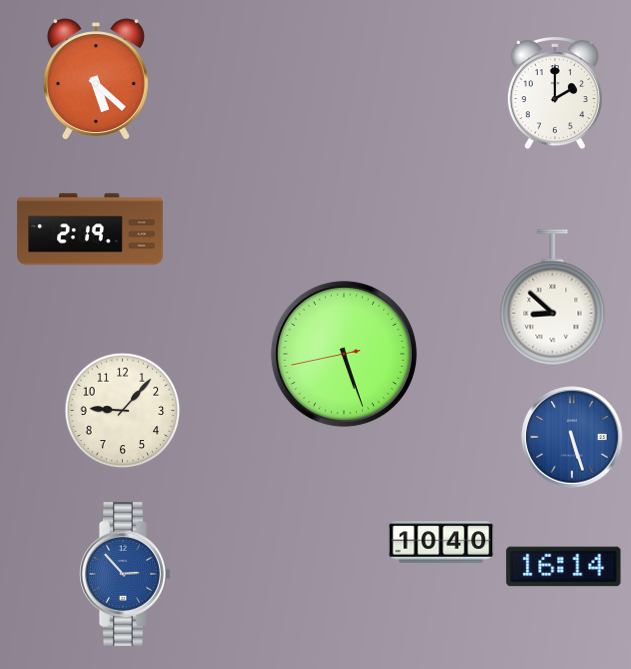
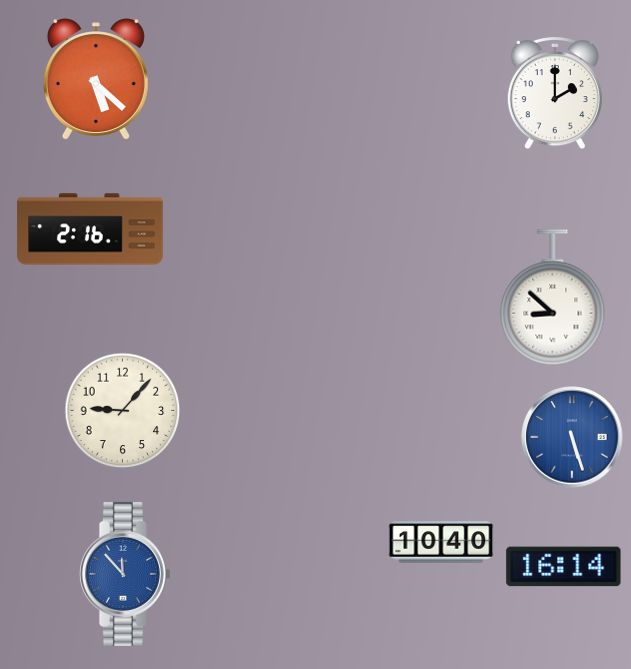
clock at (90, 229): 2:19 -> 2:16
clock at (344, 354): 5:26 -> none
clock at (125, 574): 2:53 -> 11:53
